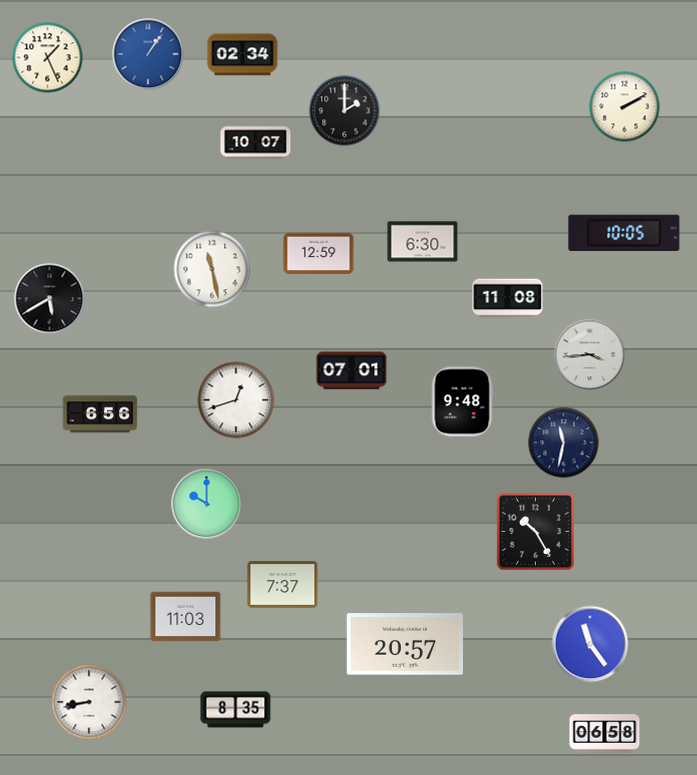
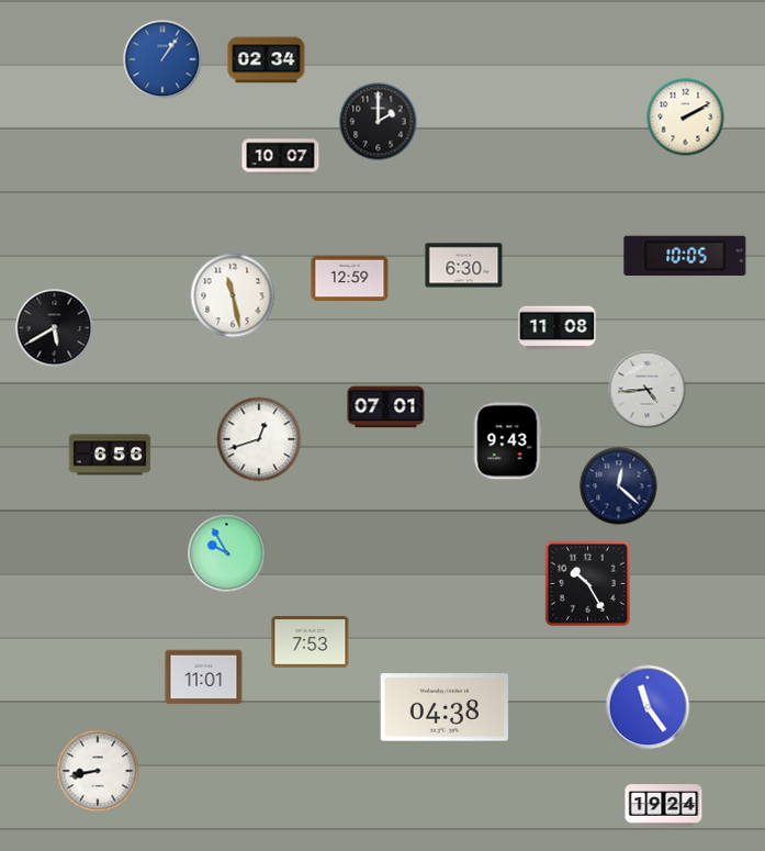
clock at (48, 58): 1:26 -> none
clock at (590, 355): 3:44 -> 4:44
clock at (462, 402): 9:48 -> 9:43
clock at (564, 443): 11:32 -> 12:22
clock at (207, 504): 10:00 -> 9:55
clock at (283, 585): 7:37 -> 7:53
clock at (186, 617): 11:03 -> 11:01
clock at (404, 644): 20:57 -> 04:38
clock at (236, 710): 8:35 -> none
clock at (605, 734): 06:58 -> 19:24
